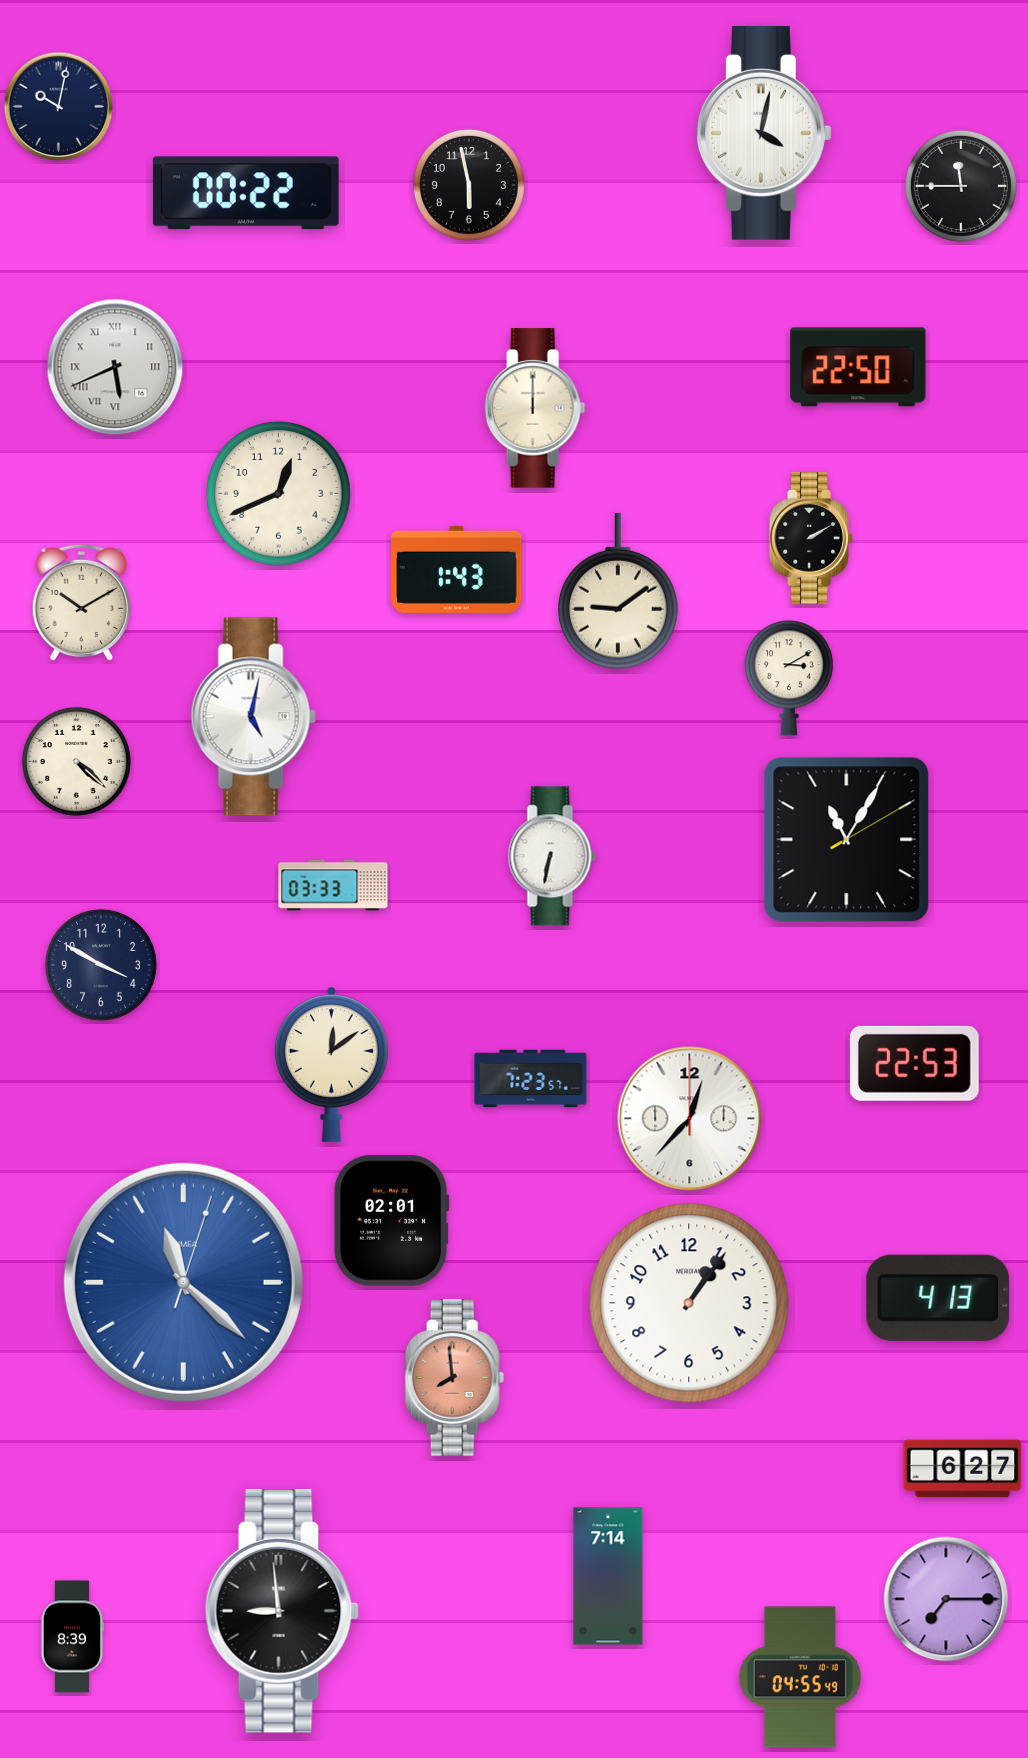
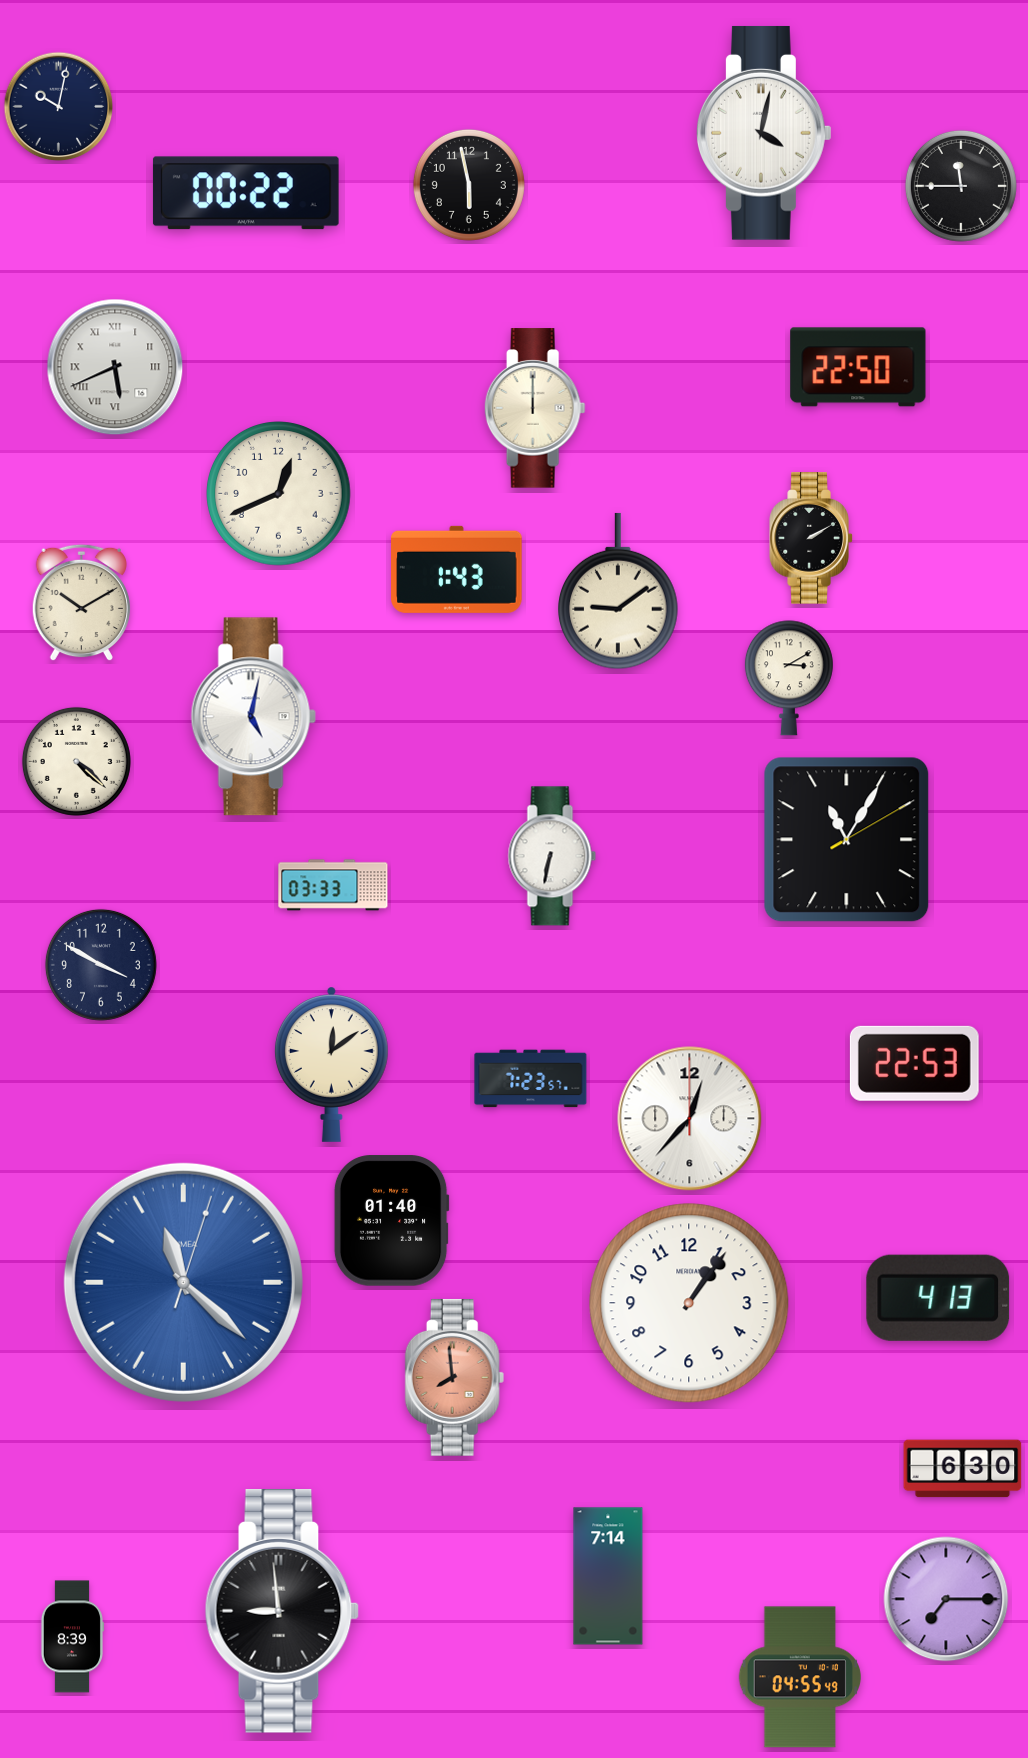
clock at (391, 1221): 02:01 -> 01:40
clock at (963, 1469): 6:27 -> 6:30
